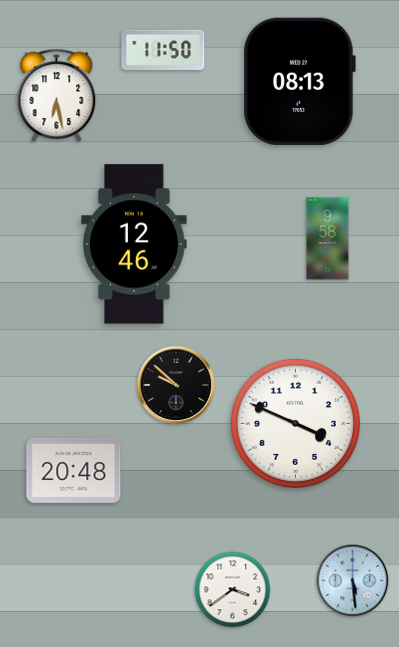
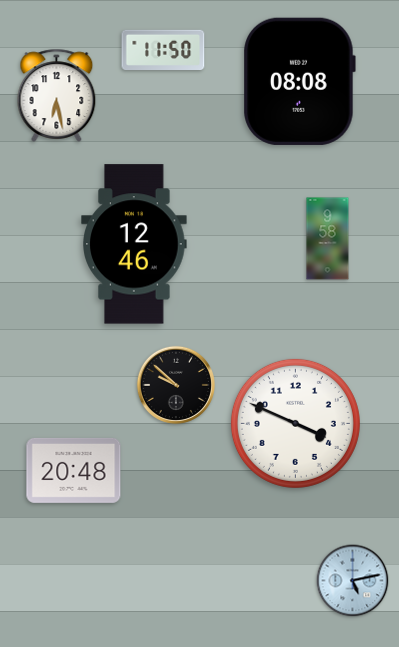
clock at (299, 81): 08:13 -> 08:08
clock at (353, 581): 5:29 -> 5:13
clock at (233, 590): 3:39 -> none
